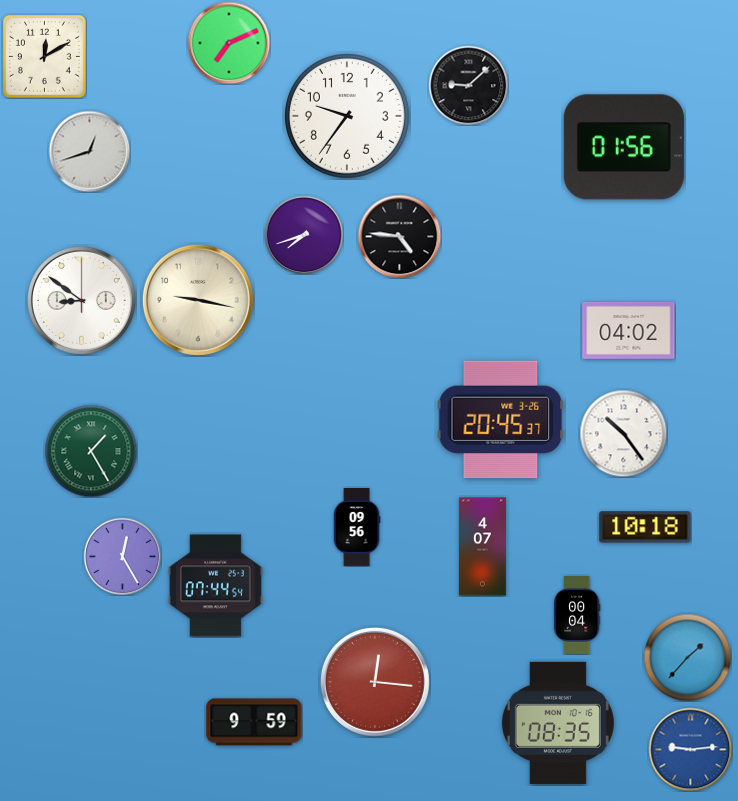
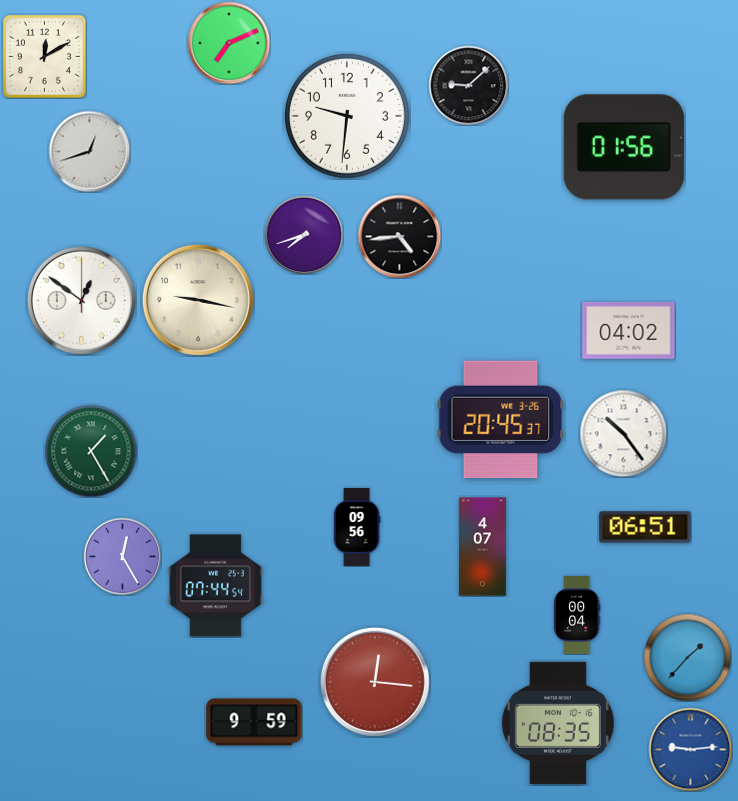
clock at (348, 117): 9:36 -> 9:31
clock at (399, 236): 4:46 -> 4:44
clock at (81, 300): 8:51 -> 12:51
clock at (645, 527): 10:18 -> 06:51
